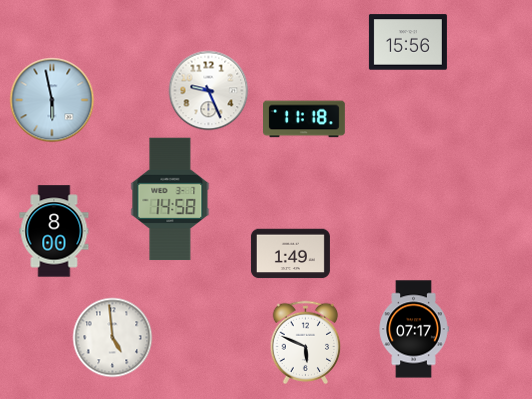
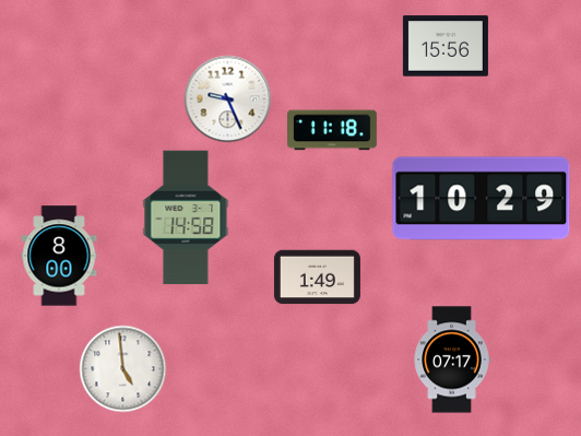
clock at (52, 100): 5:58 -> none
clock at (482, 199): none -> 10:29
clock at (54, 231) position: (54, 231) -> (59, 256)
clock at (306, 342): 5:49 -> none
